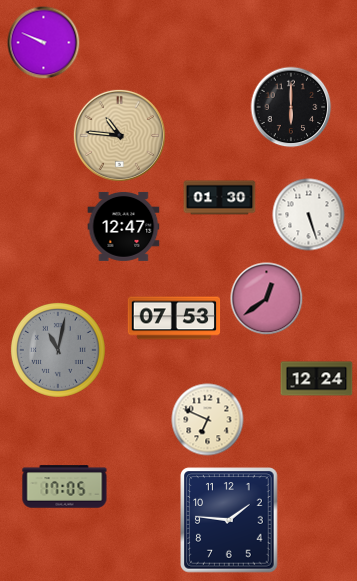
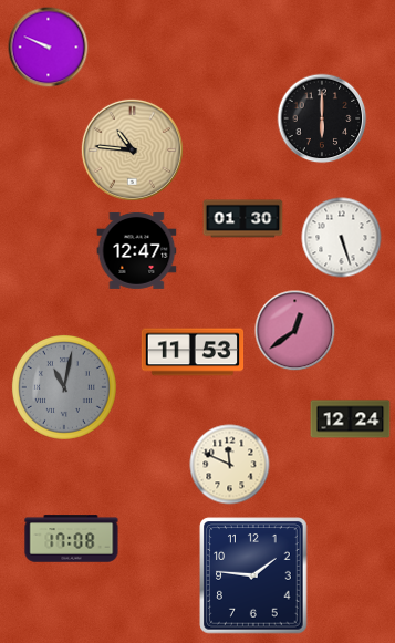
clock at (174, 318): 07:53 -> 11:53
clock at (208, 420): 6:49 -> 11:49
clock at (65, 487): 17:05 -> 17:08
